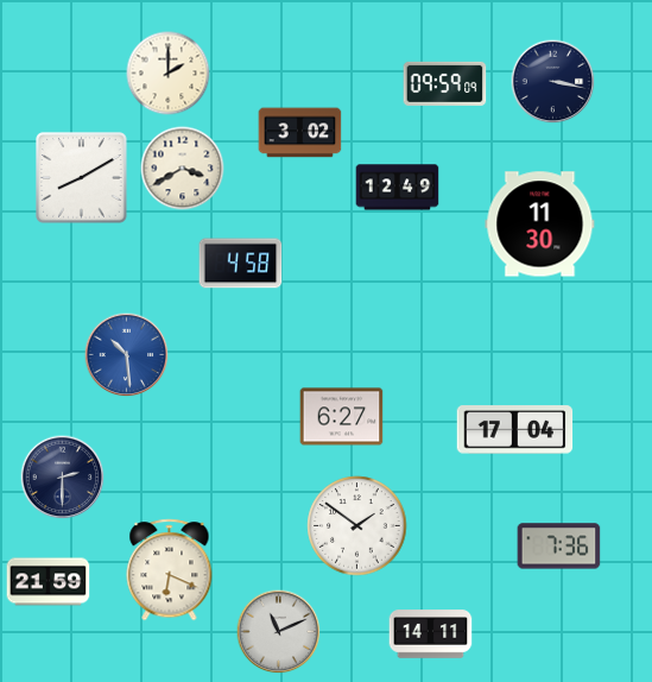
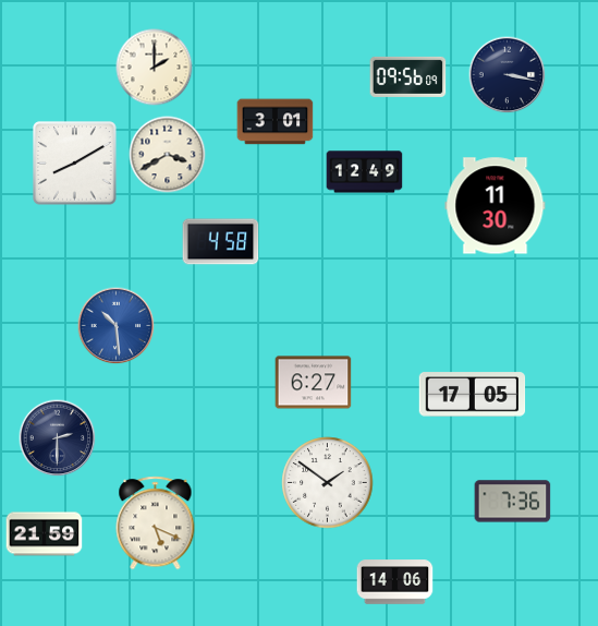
clock at (445, 83): 09:59 -> 09:56
clock at (300, 133): 3:02 -> 3:01
clock at (515, 430): 17:04 -> 17:05
clock at (170, 570): 6:19 -> 5:19
clock at (279, 632): 11:11 -> none
clock at (431, 634): 14:11 -> 14:06
